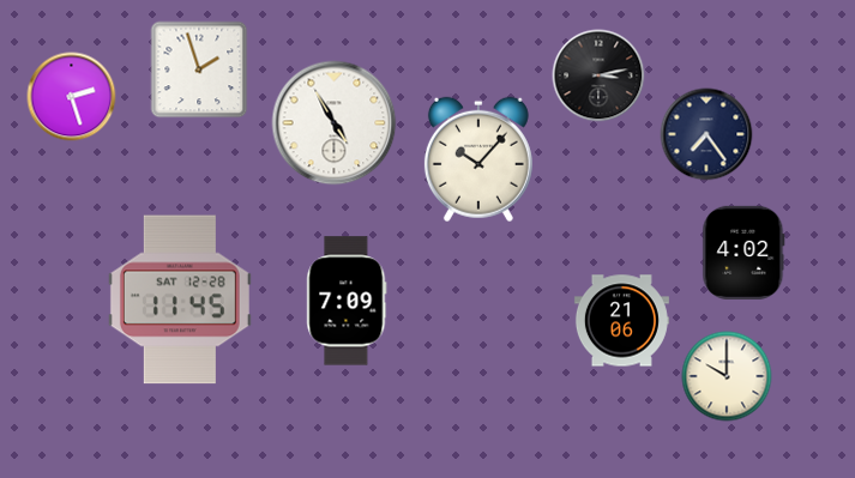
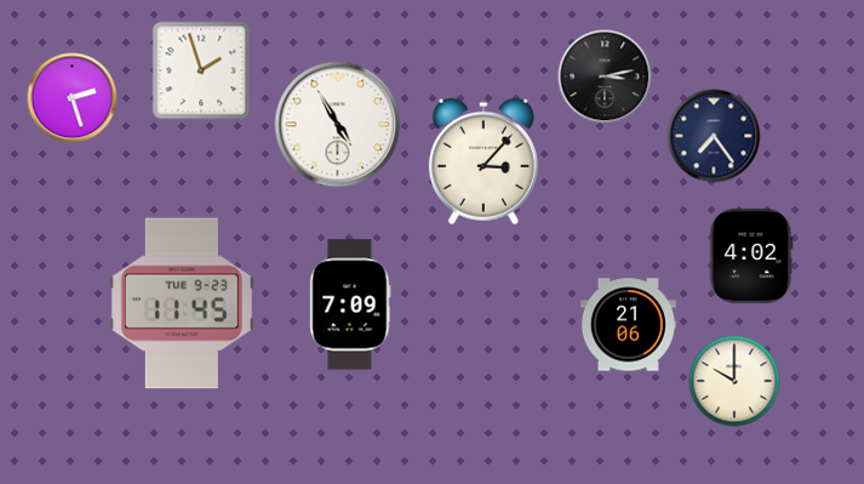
clock at (478, 159): 10:07 -> 3:07
clock at (180, 299) date: SAT 12-28 -> TUE 9-23
